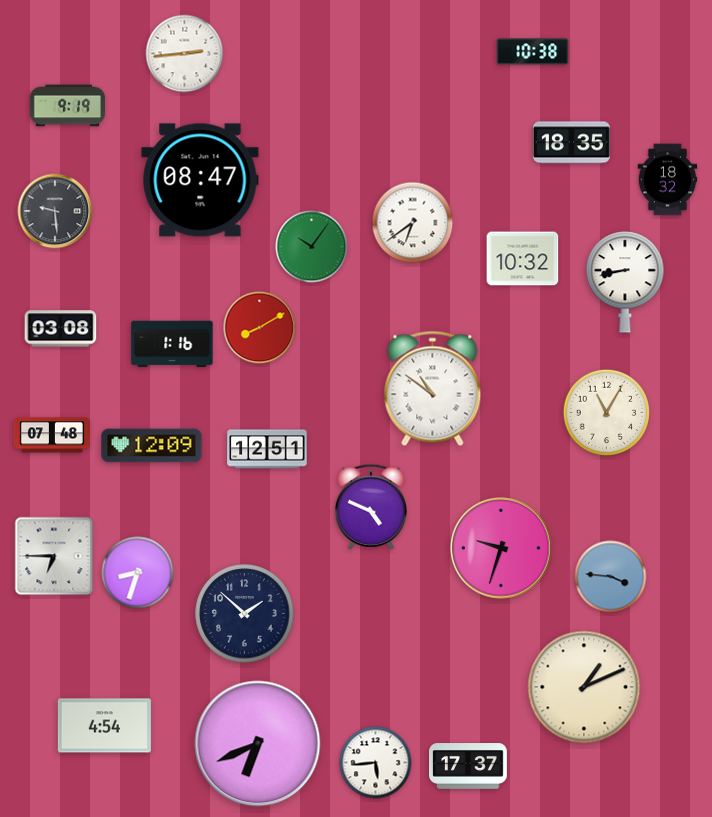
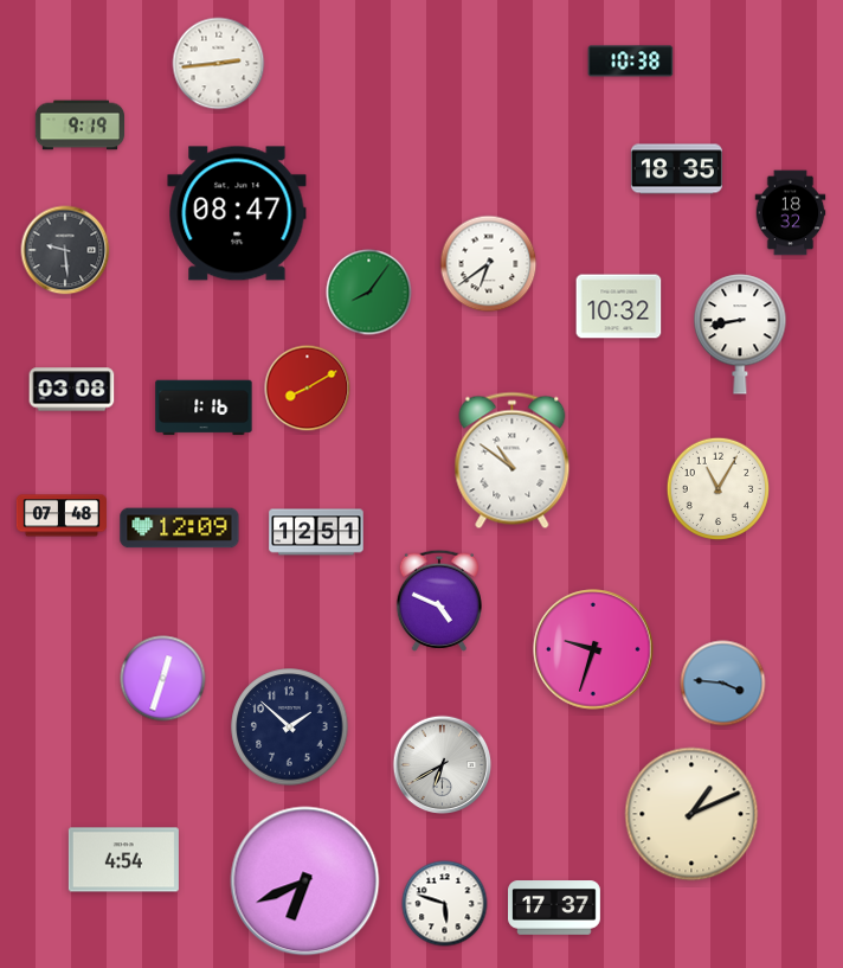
clock at (312, 247): 10:06 -> 8:06
clock at (54, 556): 6:45 -> none
clock at (138, 573): 8:33 -> 12:33
clock at (443, 765): none -> 6:40
clock at (376, 763): 5:44 -> 5:48
